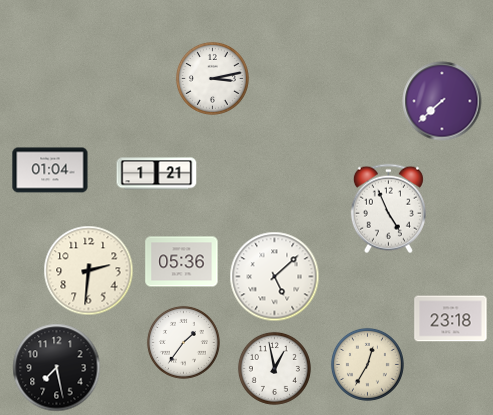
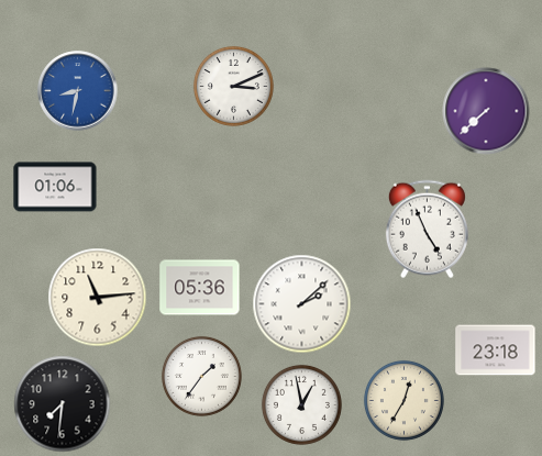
clock at (212, 78): 3:13 -> 3:11
clock at (78, 91): none -> 8:32
clock at (50, 170): 01:04 -> 01:06
clock at (157, 174): 1:21 -> none
clock at (89, 271): 2:31 -> 11:14
clock at (275, 277): 5:08 -> 2:08
clock at (57, 368): 7:28 -> 7:31
